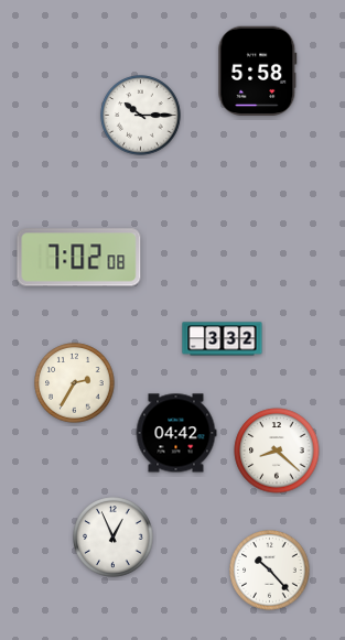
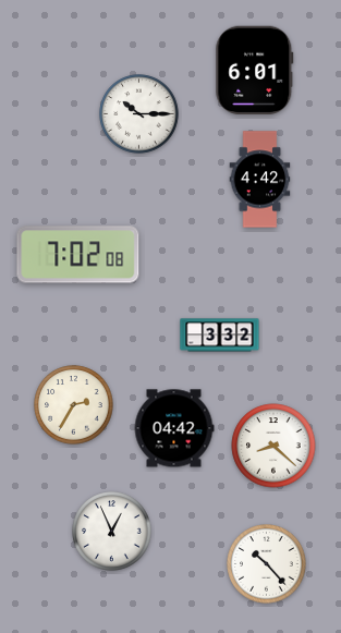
clock at (258, 70): 5:58 -> 6:01
clock at (260, 180): none -> 4:42
clock at (75, 383) position: (75, 383) -> (74, 405)
